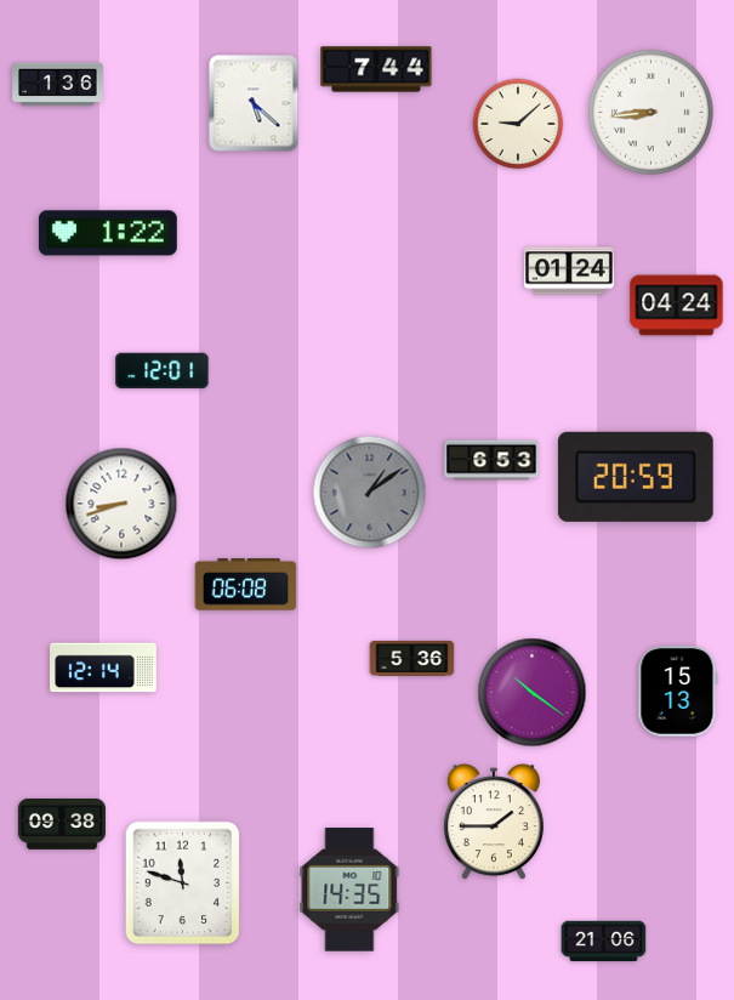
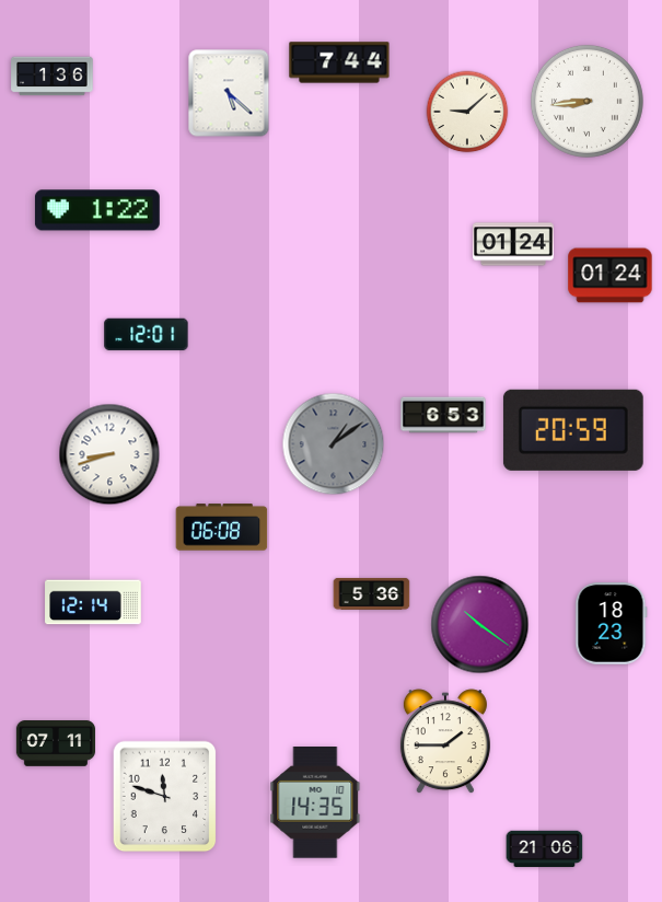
clock at (677, 306): 04:24 -> 01:24
clock at (678, 692): 15:13 -> 18:23
clock at (61, 825): 09:38 -> 07:11
